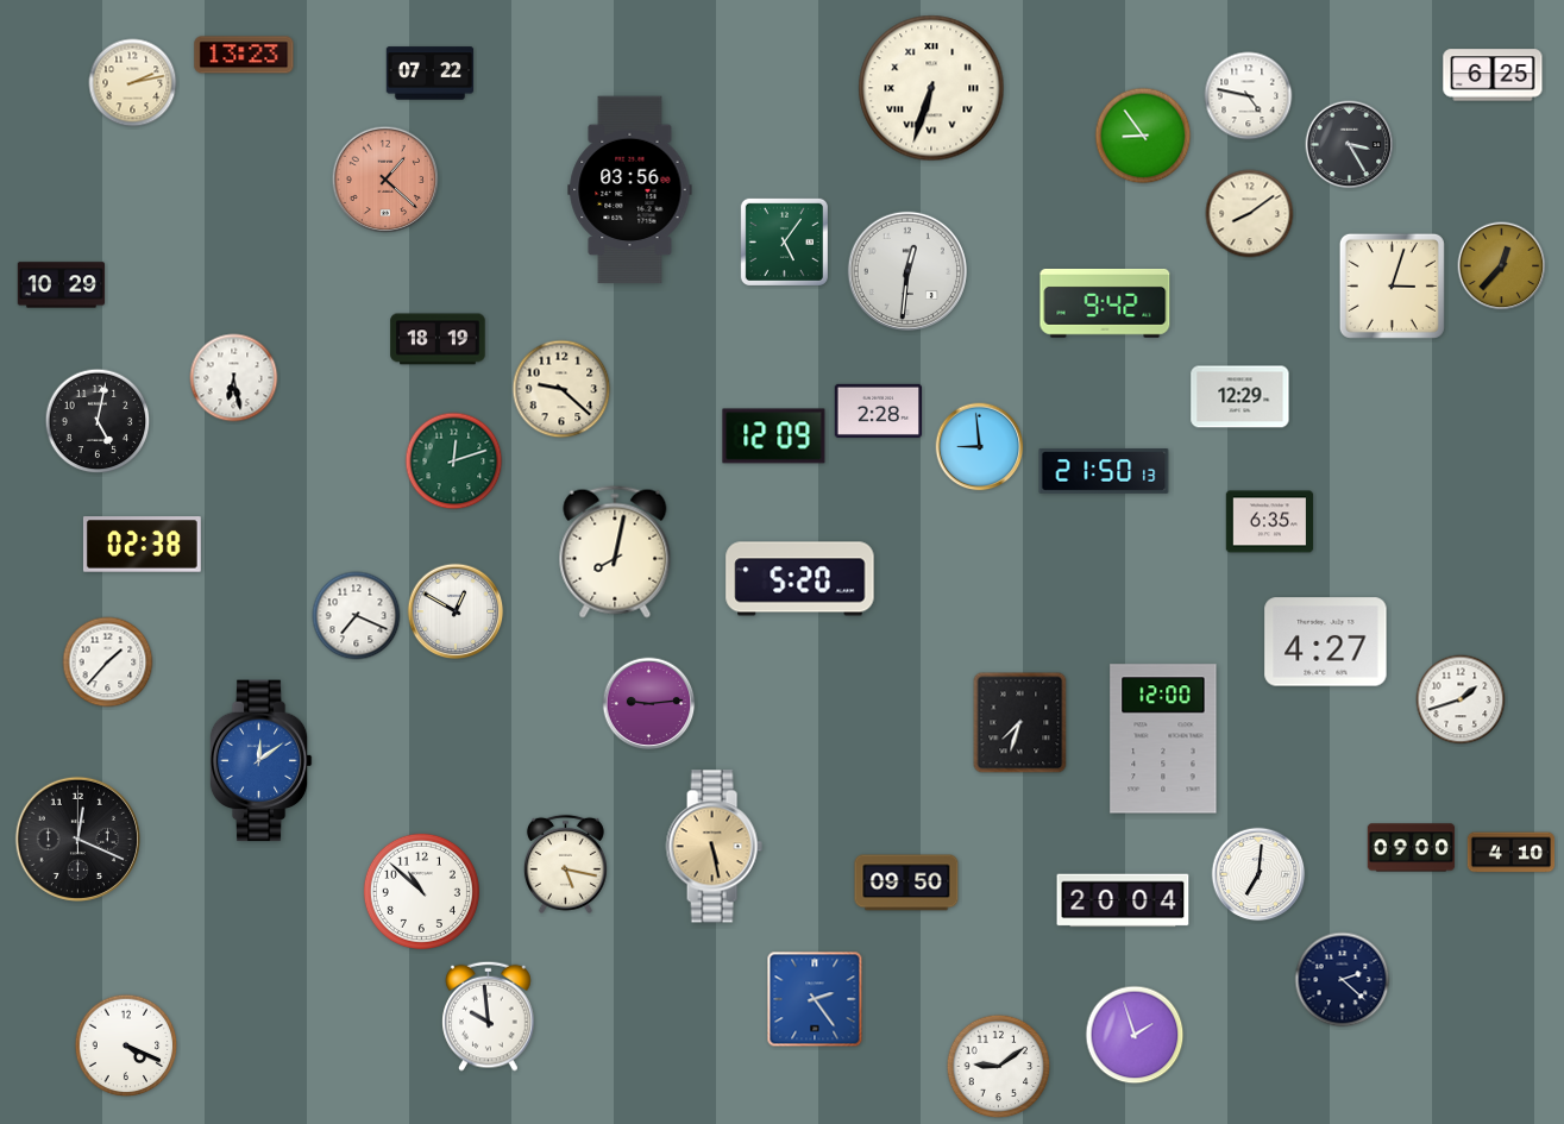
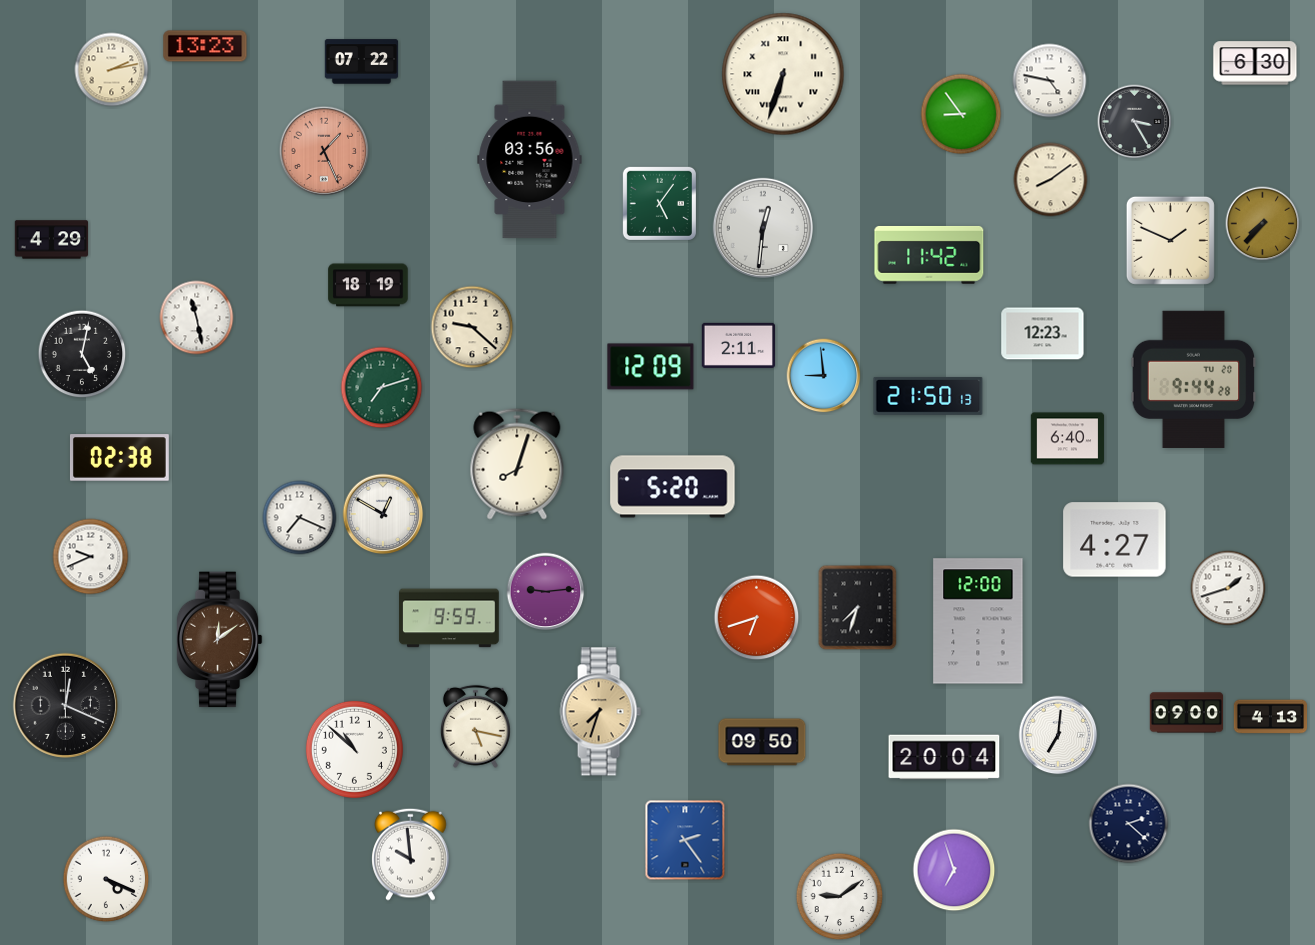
clock at (1493, 75): 6:25 -> 6:30
clock at (385, 180): 1:22 -> 1:26
clock at (1502, 266): 12:37 -> 7:37
clock at (62, 285): 10:29 -> 4:29
clock at (1392, 285): 3:03 -> 1:49
clock at (1105, 303): 9:42 -> 11:42
clock at (234, 378): 6:28 -> 11:28
clock at (1240, 397): 12:29 -> 12:23
clock at (879, 410): 2:28 -> 2:11
clock at (1194, 379): none -> 9:44
clock at (454, 461): 12:12 -> 7:12
clock at (1270, 522): 6:35 -> 6:40
clock at (615, 552): 8:02 -> 8:03
clock at (108, 663): 1:37 -> 9:41
clock at (449, 618): none -> 9:59
clock at (757, 618): none -> 6:42
clock at (260, 761) dial: blue -> brown
clock at (714, 847): 5:28 -> 7:33
clock at (1512, 853): 4:10 -> 4:13
clock at (1135, 1035): 1:57 -> 6:57
